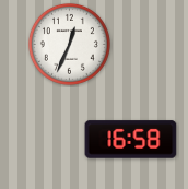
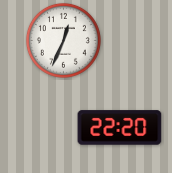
clock at (131, 140): 16:58 -> 22:20
